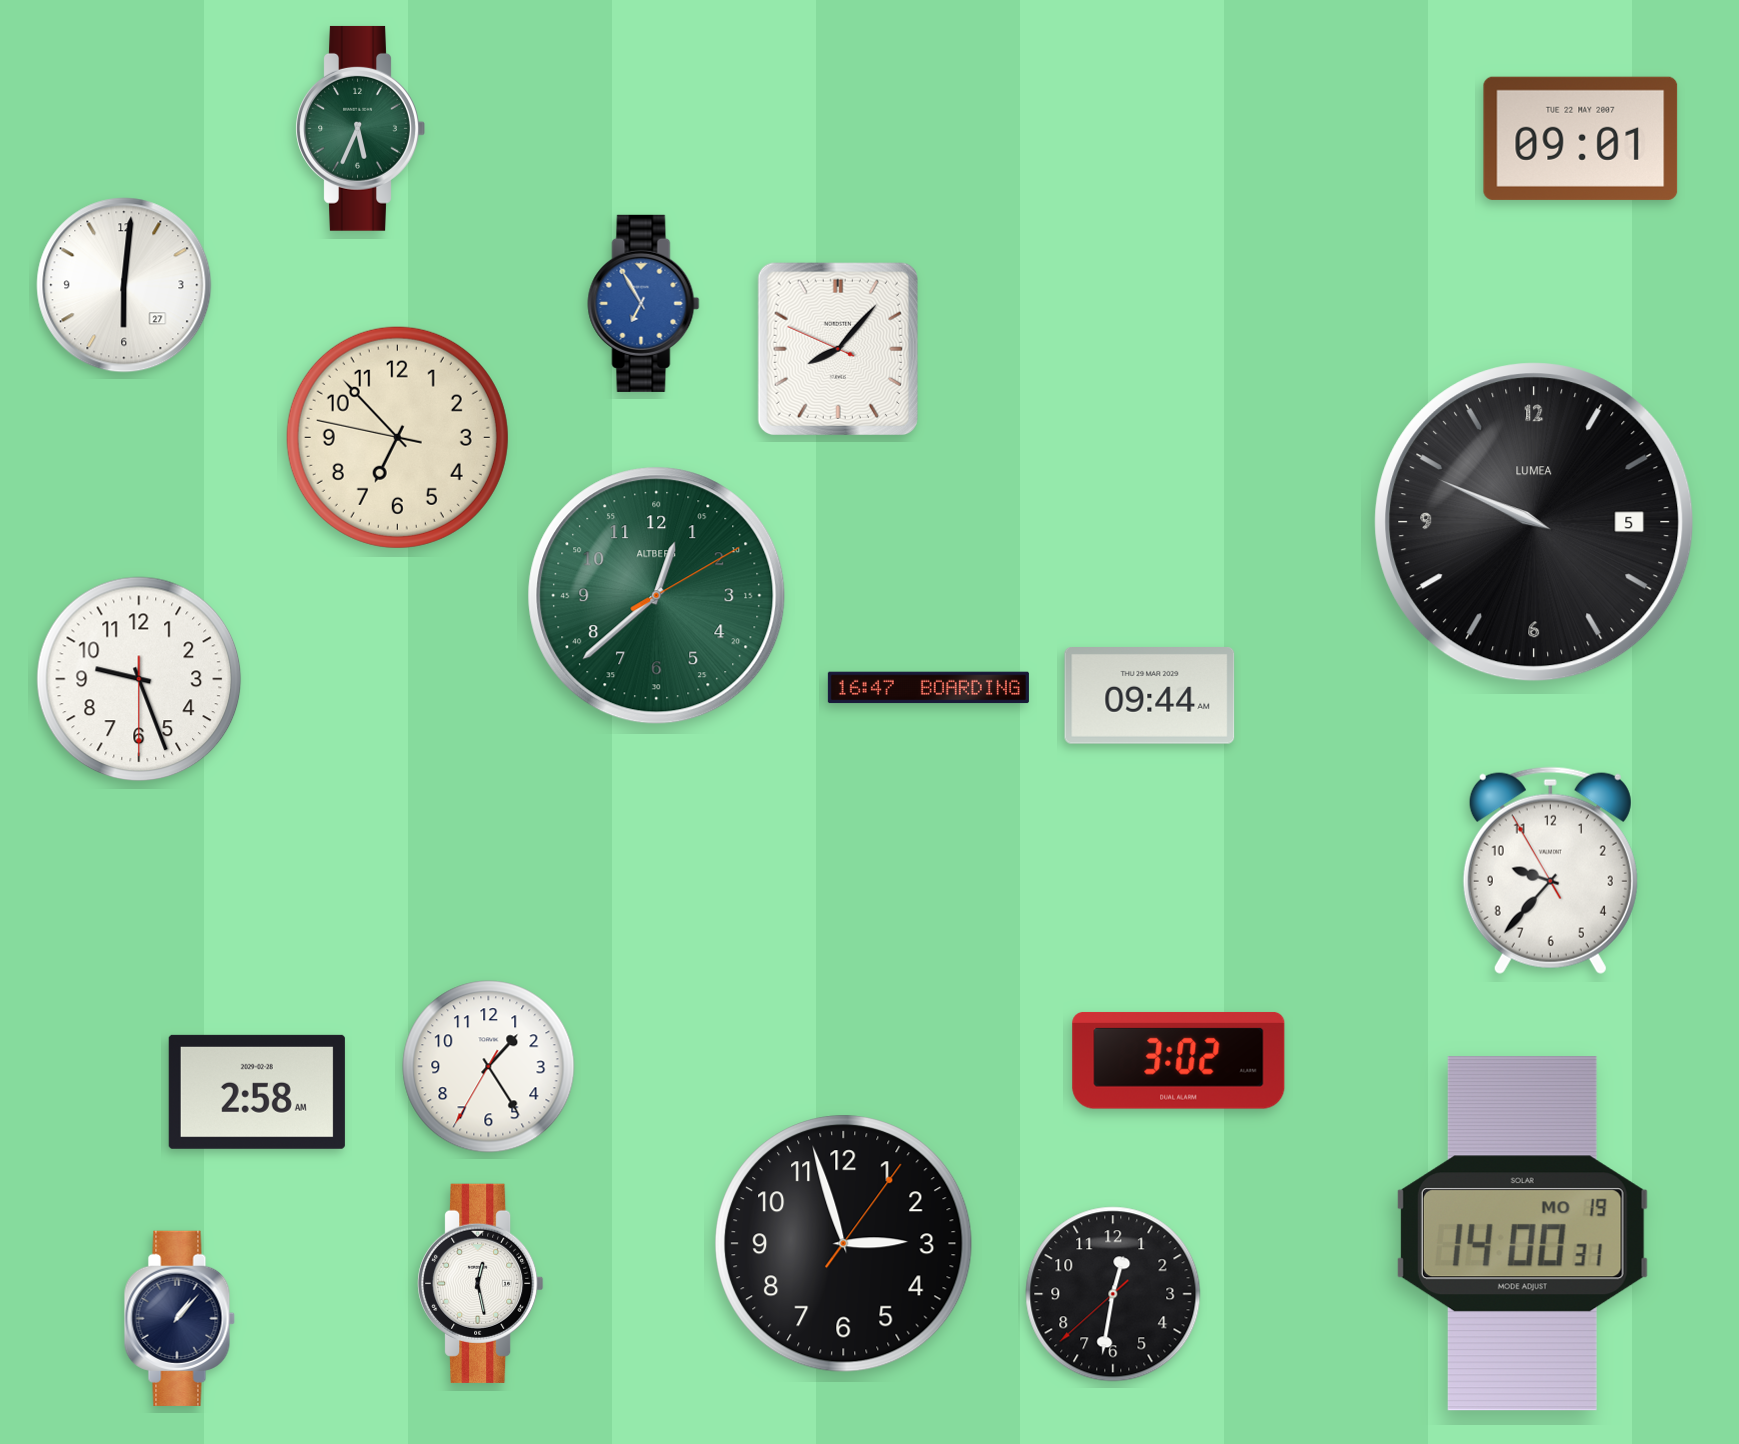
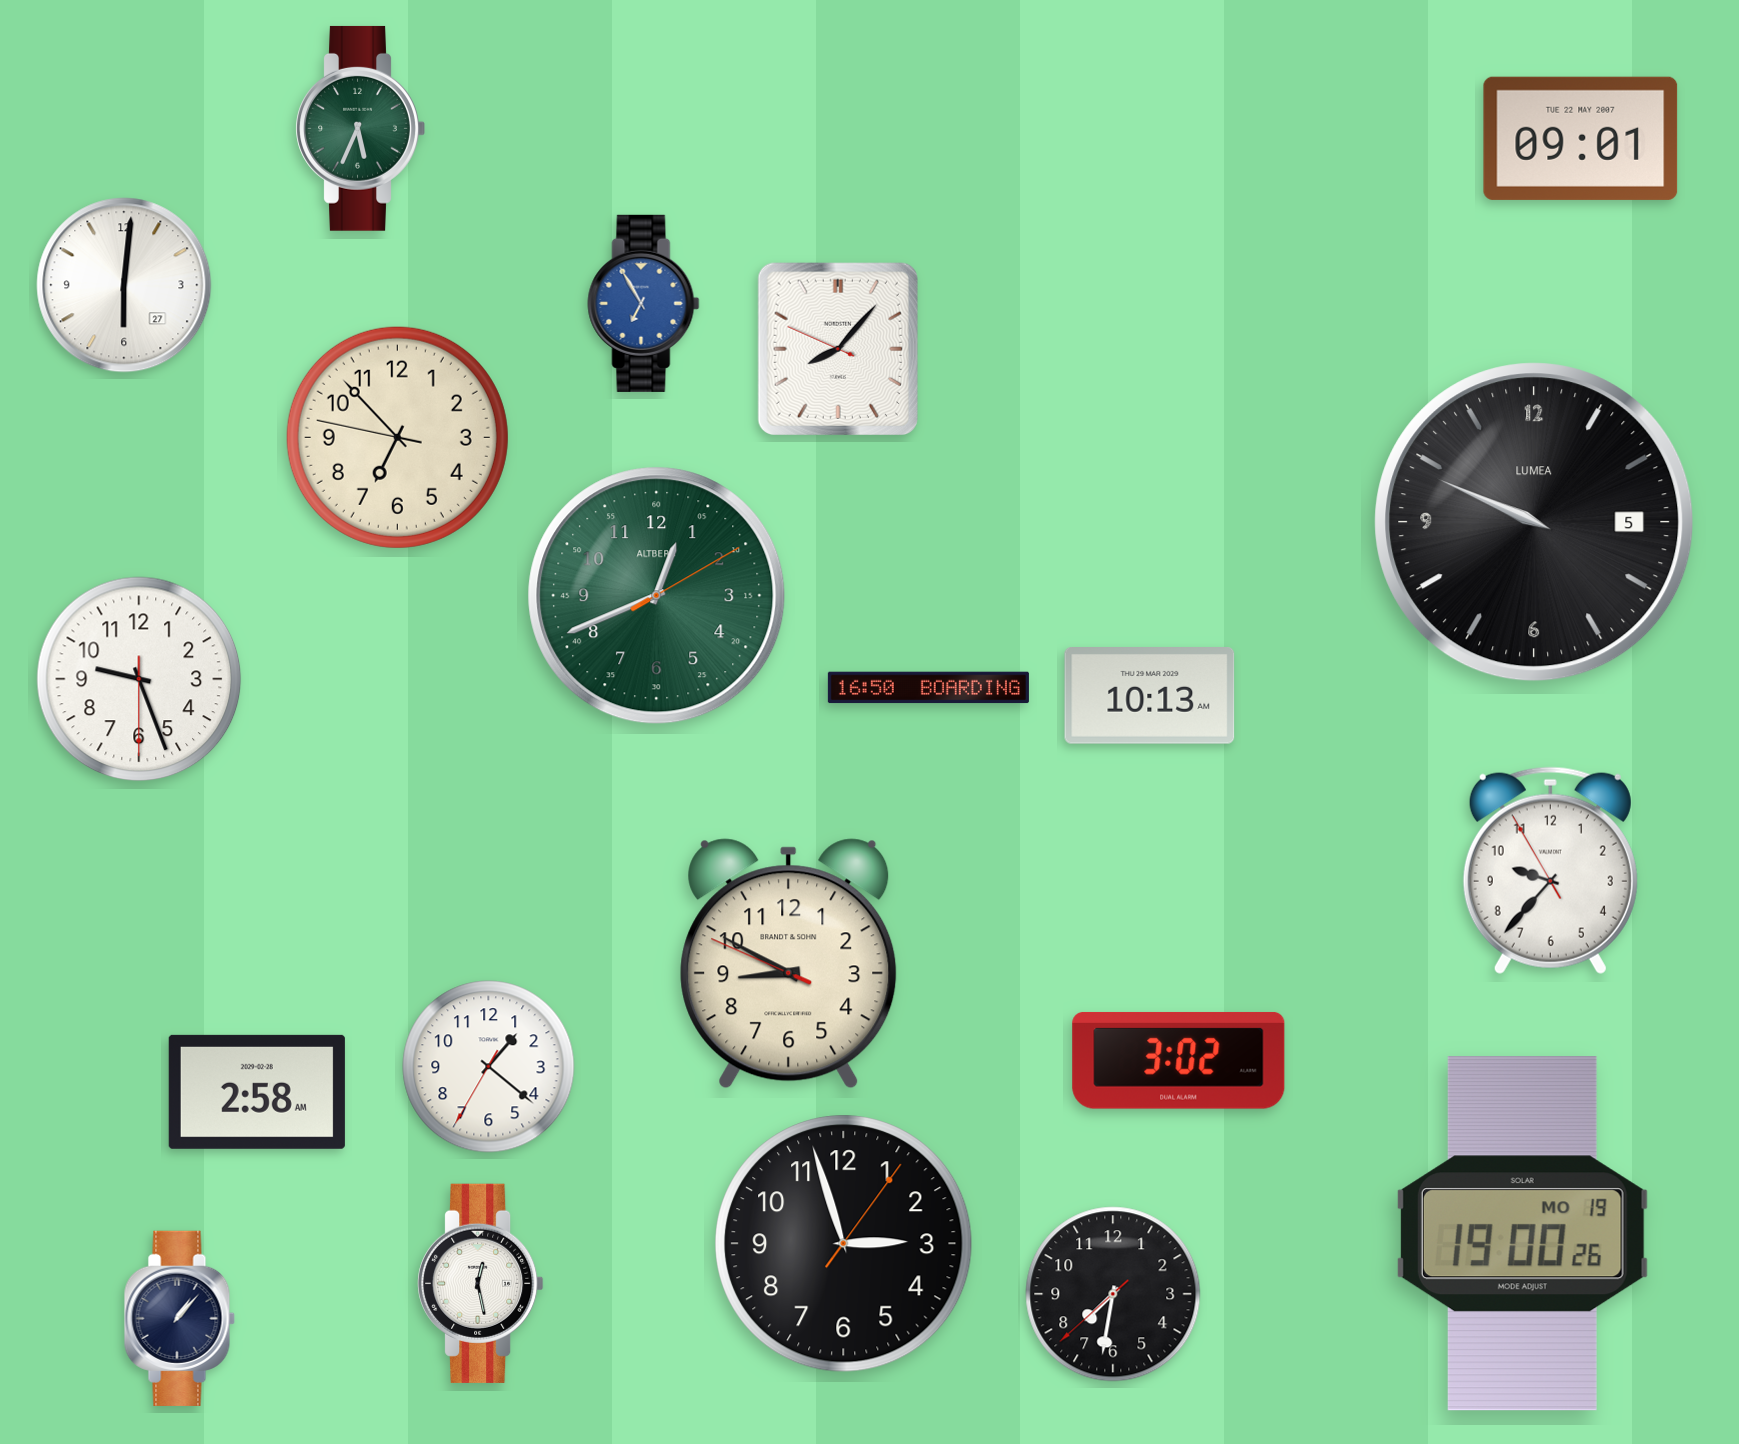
clock at (657, 596): 12:38 -> 12:41
clock at (928, 688): 16:47 -> 16:50
clock at (1150, 696): 09:44 -> 10:13
clock at (789, 964): none -> 8:49
clock at (489, 1067): 1:24 -> 1:21
clock at (1522, 1234): 14:00 -> 19:00
clock at (1113, 1294): 12:31 -> 7:31
